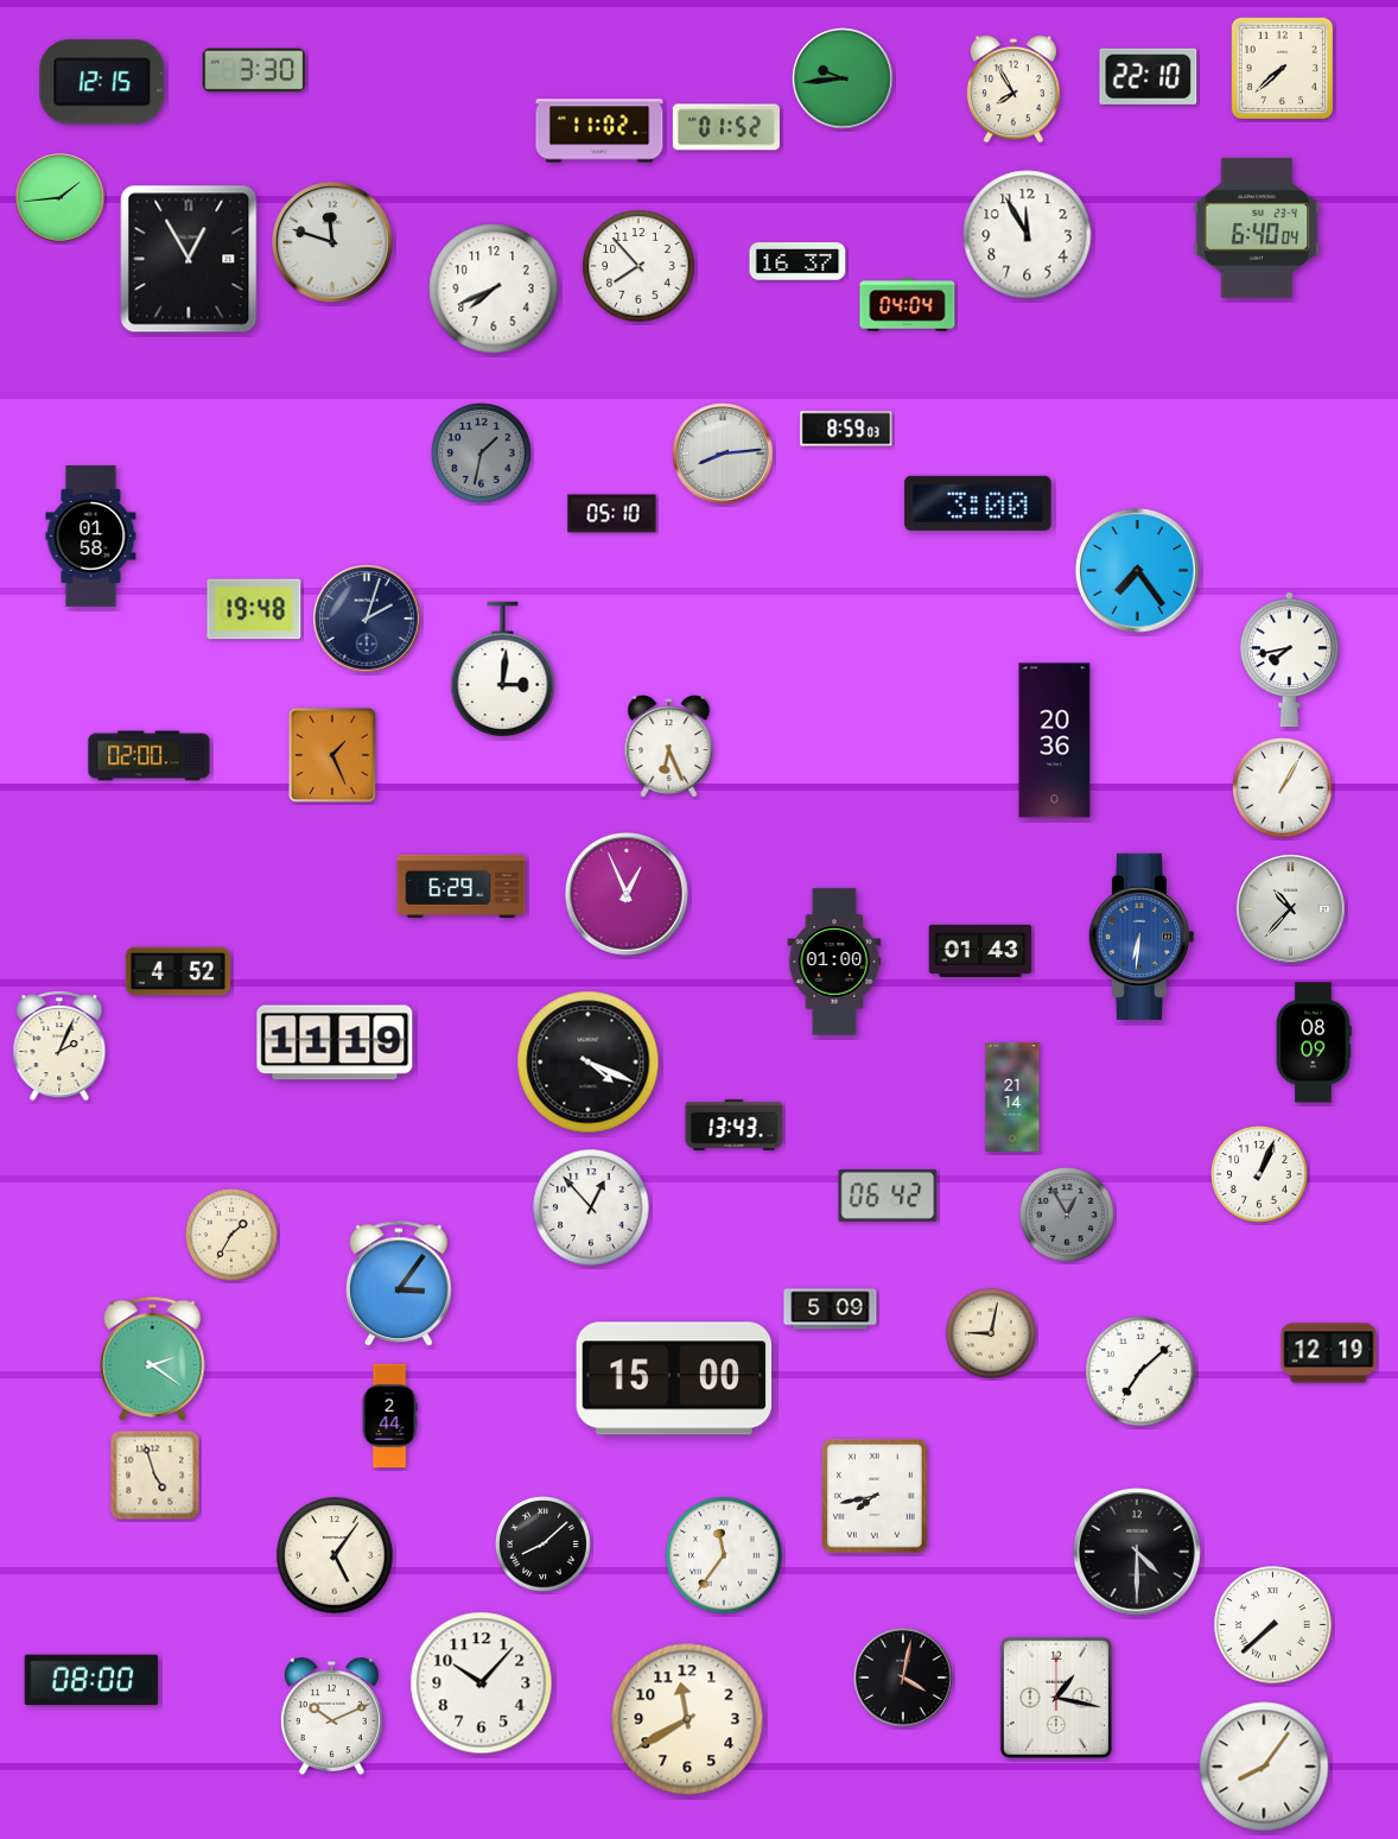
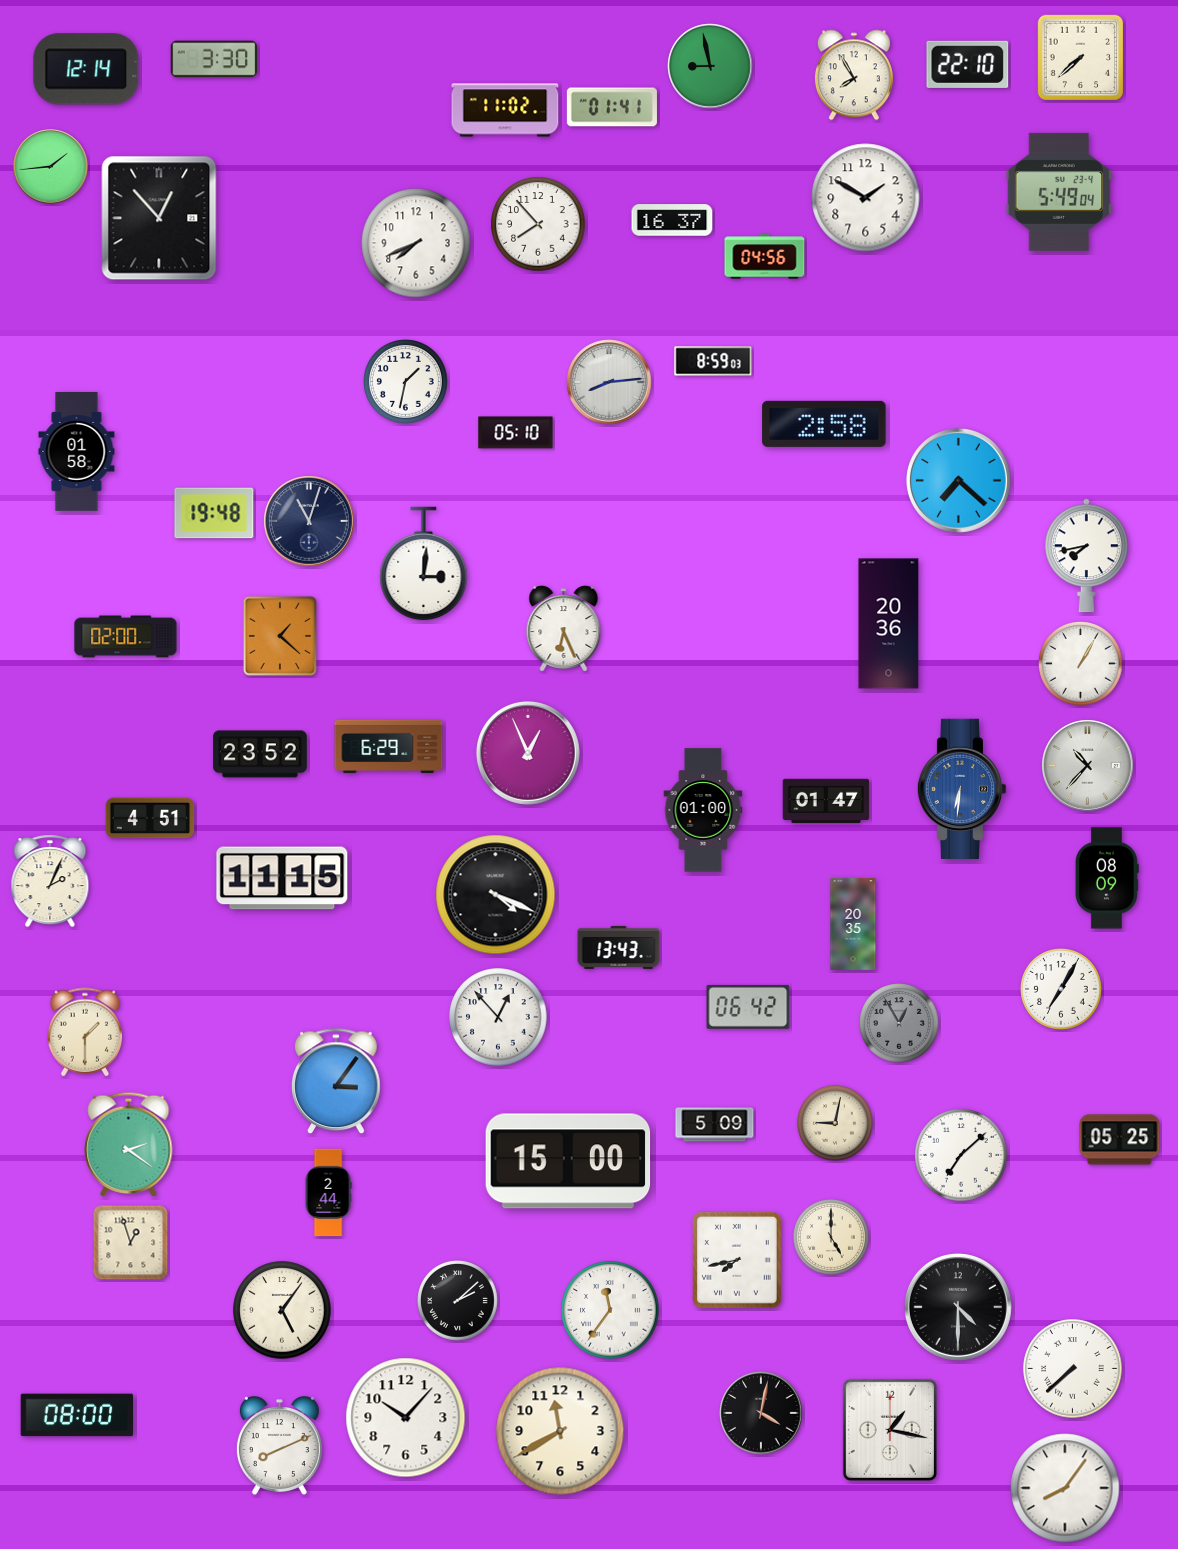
clock at (843, 78): 9:44 -> 8:58
clock at (102, 82): 12:15 -> 12:14
clock at (726, 127): 01:52 -> 01:41
clock at (1257, 228): 6:40 -> 5:49
clock at (1028, 235): 11:55 -> 1:50
clock at (333, 243): 11:48 -> none
clock at (189, 259): 12:55 -> 12:53
clock at (908, 305): 04:04 -> 04:56
clock at (482, 454) dial: grey -> white
clock at (978, 503): 3:00 -> 2:58
clock at (1137, 570): 7:24 -> 7:22
clock at (367, 619): 2:03 -> 11:03
clock at (332, 755): 1:26 -> 1:22
clock at (261, 754): none -> 23:52
clock at (980, 951): 01:43 -> 01:47
clock at (178, 971): 4:52 -> 4:51
clock at (335, 1042): 11:19 -> 11:15
clock at (1012, 1097): 21:14 -> 20:35
clock at (1260, 1175): 1:04 -> 7:05
clock at (84, 1032): none -> 1:30
clock at (231, 1235): 1:35 -> none
clock at (831, 1310) position: (831, 1310) -> (715, 1125)
clock at (1329, 1353): 12:19 -> 05:25
clock at (831, 1237): none -> 5:00
clock at (155, 1476): 4:57 -> 12:57
clock at (544, 1545): 8:08 -> 2:08
clock at (331, 1717): 10:11 -> 8:11
clock at (687, 1719) position: (687, 1719) -> (560, 1431)
